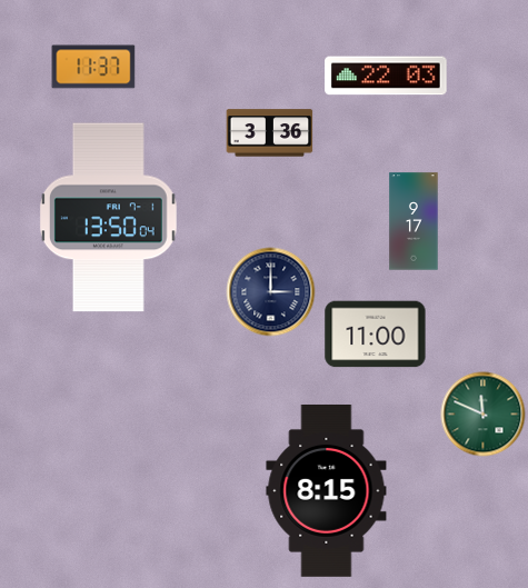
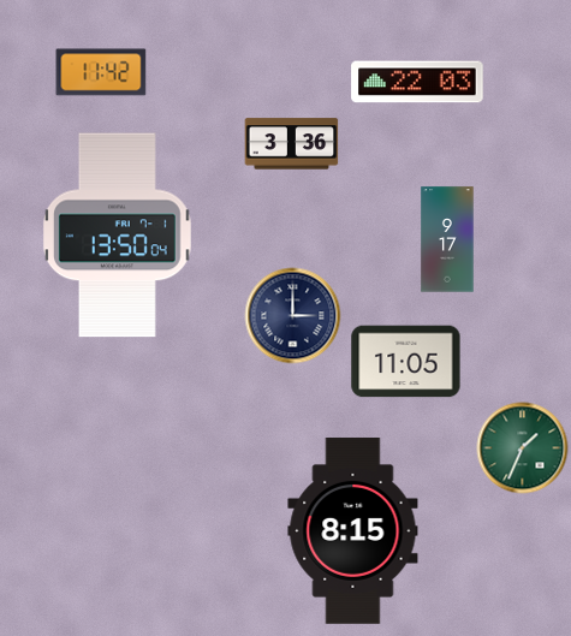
clock at (93, 67): 11:37 -> 11:42
clock at (376, 335): 11:00 -> 11:05
clock at (484, 415): 11:49 -> 1:34
